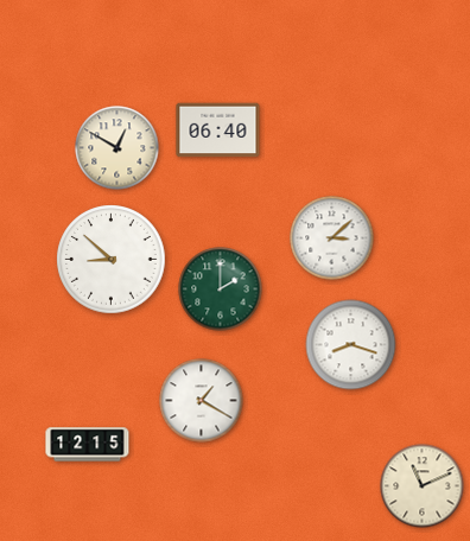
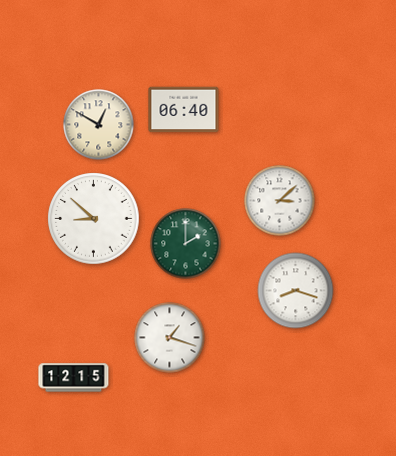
clock at (202, 401): 1:20 -> 1:18
clock at (88, 445) position: (88, 445) -> (74, 378)
clock at (423, 486): 11:11 -> none
